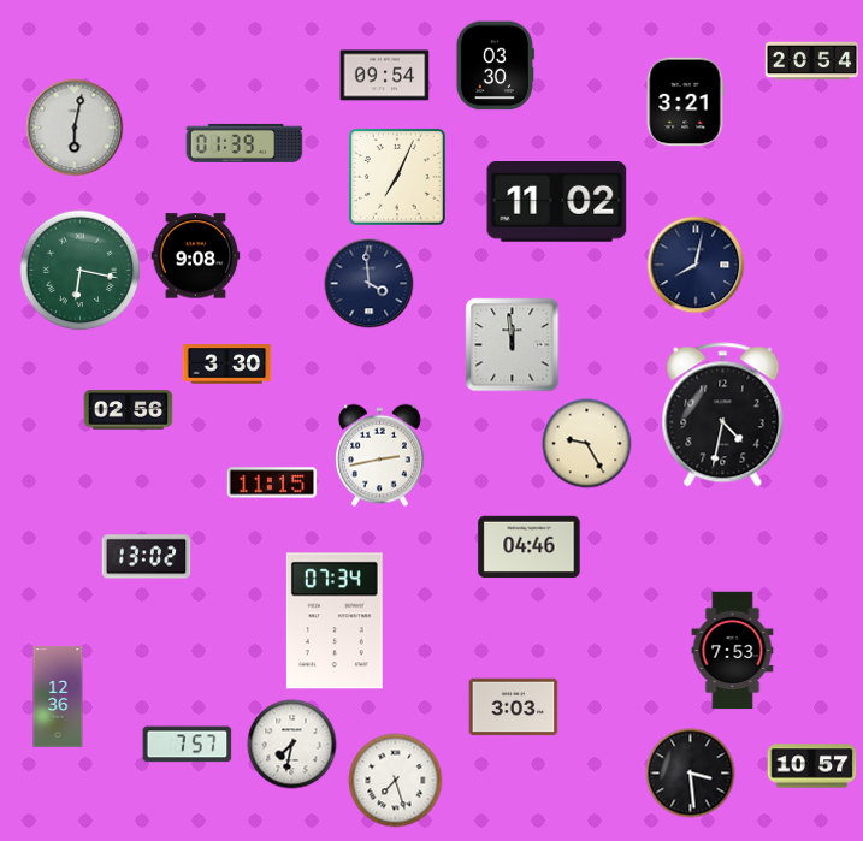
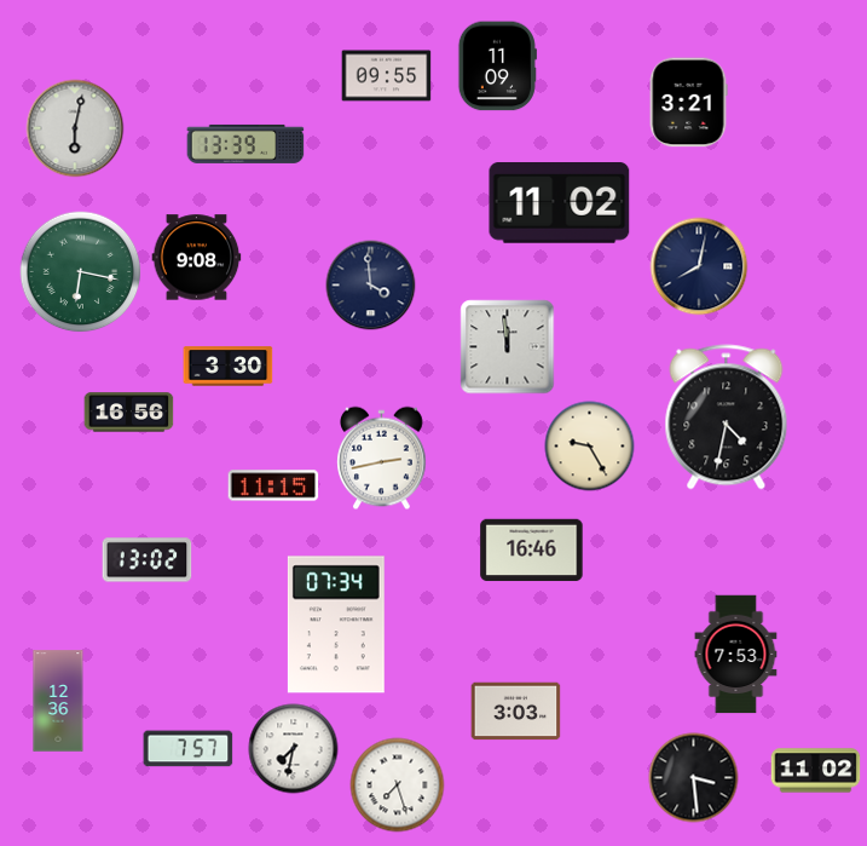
clock at (811, 61): 20:54 -> none
clock at (495, 66): 03:30 -> 11:09
clock at (385, 76): 09:54 -> 09:55
clock at (244, 143): 01:39 -> 13:39
clock at (397, 177): 7:04 -> none
clock at (513, 345) position: (513, 345) -> (508, 347)
clock at (129, 410): 02:56 -> 16:56
clock at (530, 547): 04:46 -> 16:46
clock at (812, 766): 10:57 -> 11:02
